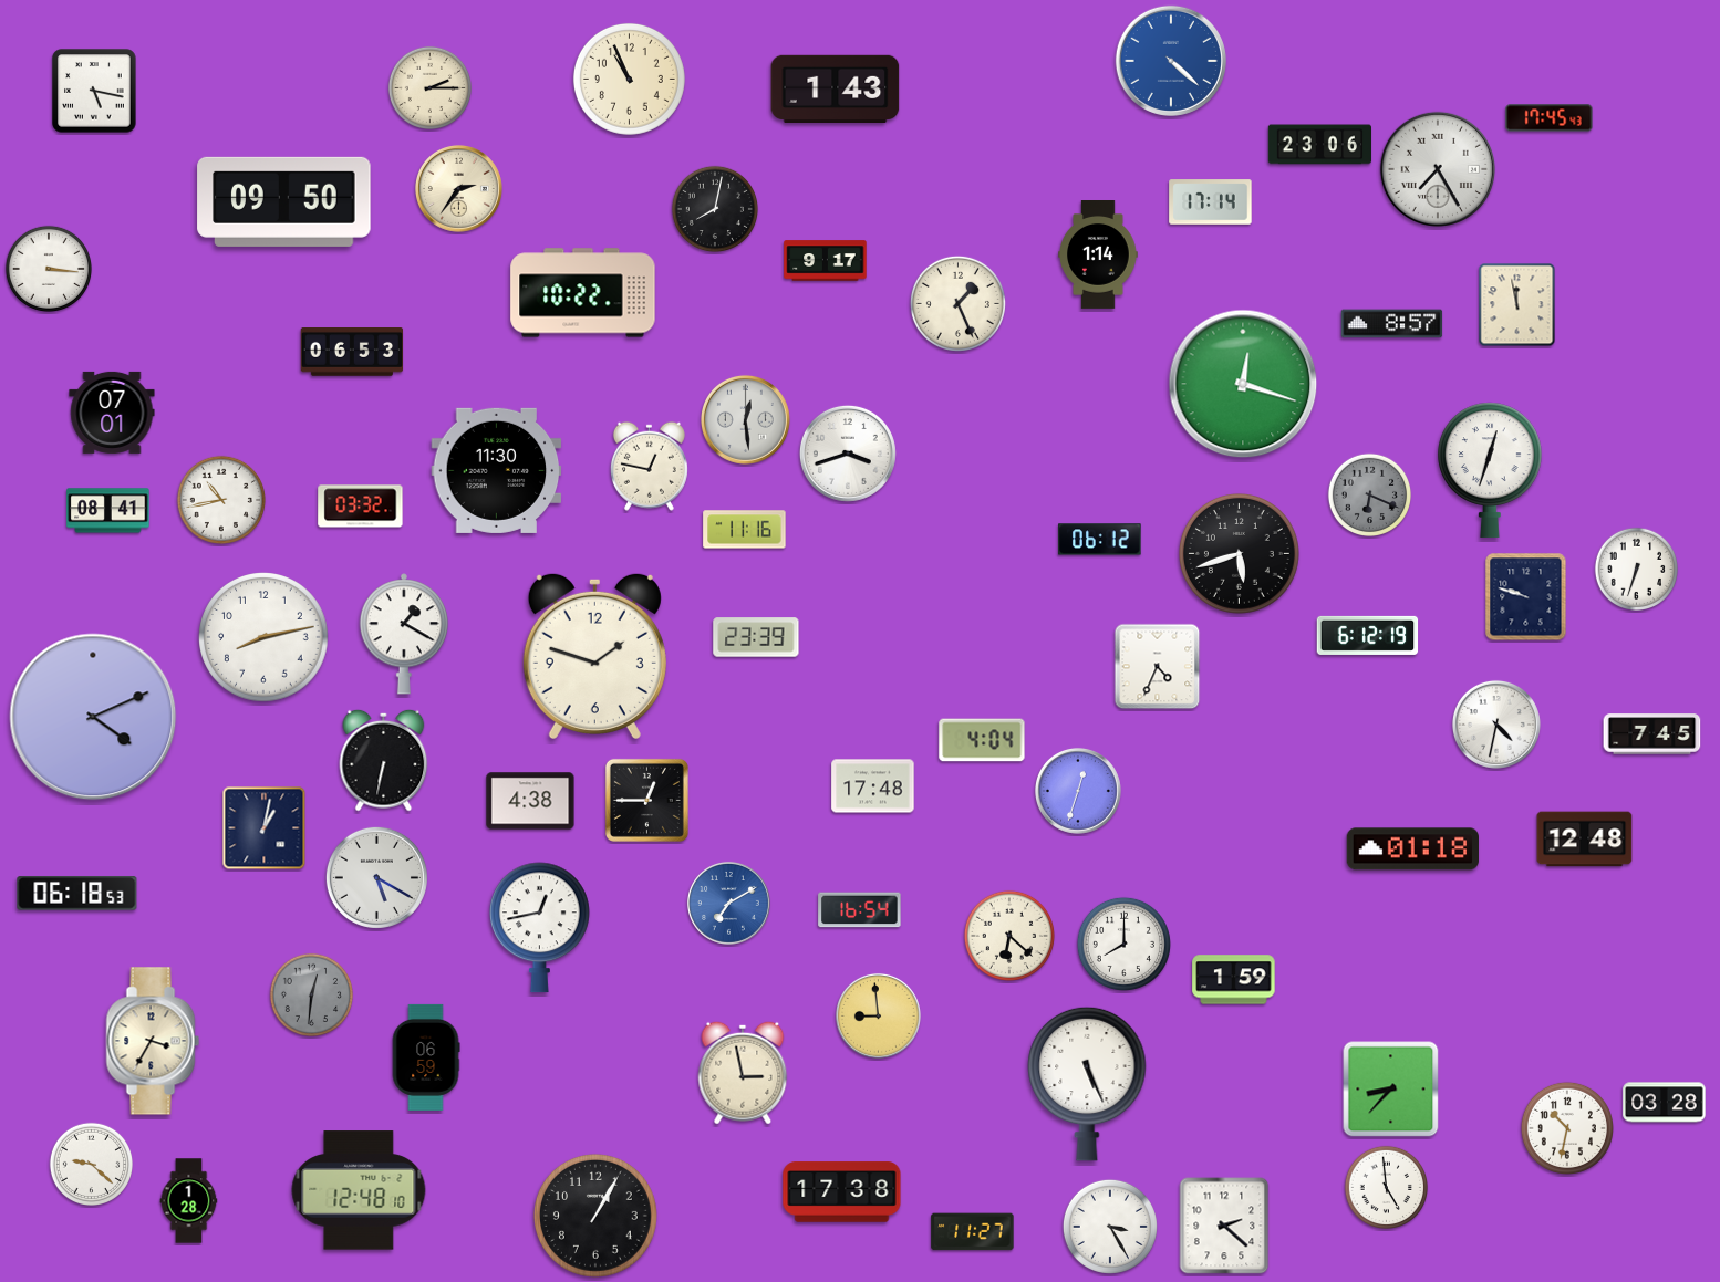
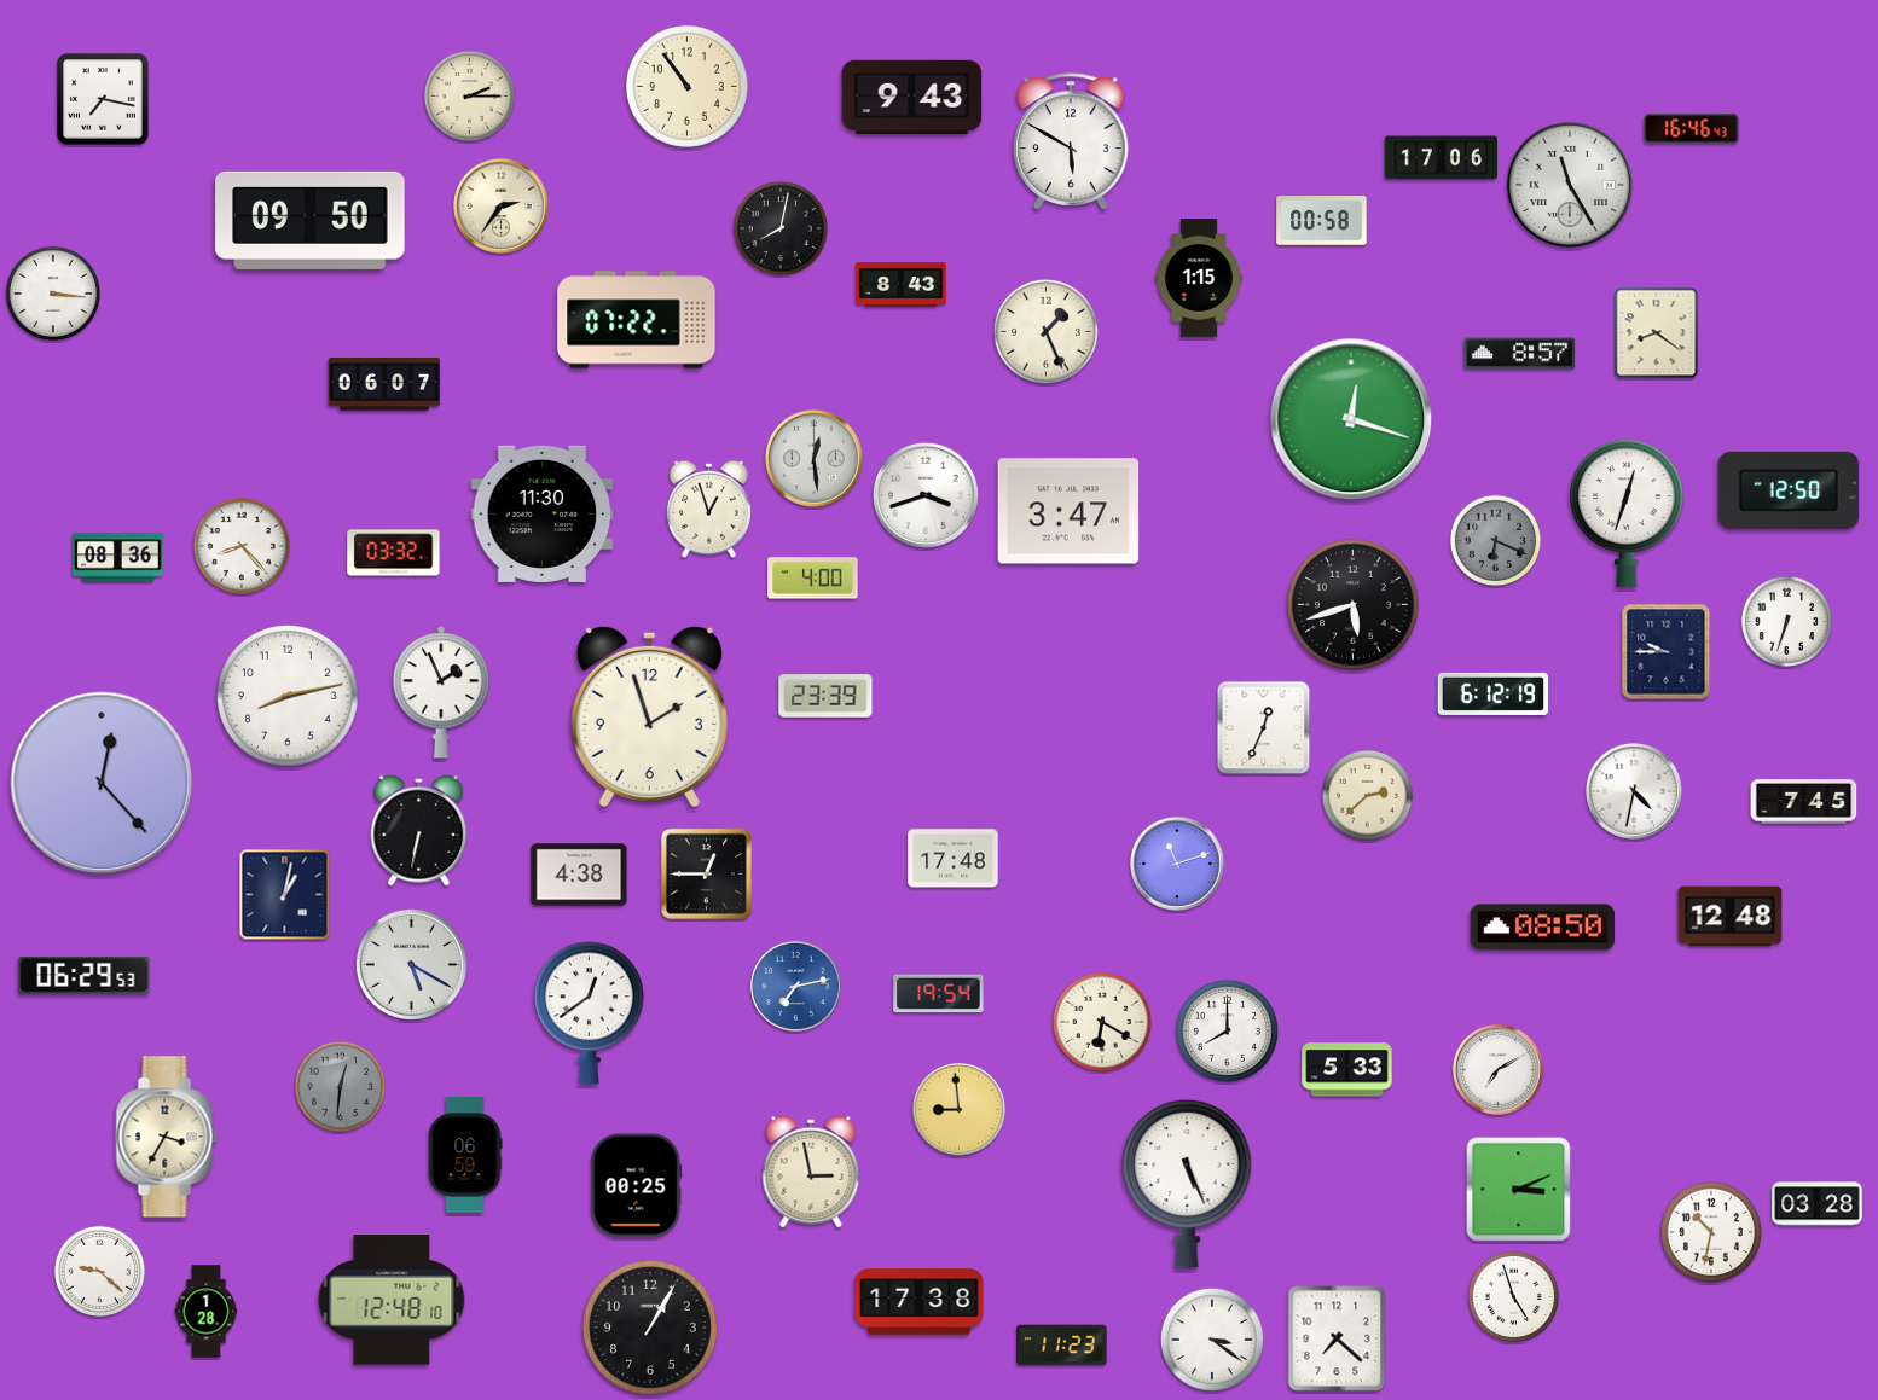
clock at (1171, 61): 4:22 -> none
clock at (629, 79): 10:56 -> 10:54
clock at (836, 90): 1:43 -> 9:43
clock at (94, 91): 5:17 -> 7:17
clock at (1550, 118): 17:45 -> 16:46
clock at (1072, 141): none -> 5:50
clock at (1319, 145): 23:06 -> 17:06
clock at (1437, 168): 7:25 -> 11:25
clock at (1211, 202): 17:14 -> 00:58
clock at (1098, 256): 1:14 -> 1:15
clock at (826, 261): 9:17 -> 8:43
clock at (583, 293): 10:22 -> 07:22
clock at (1517, 305): 11:58 -> 8:21
clock at (352, 353): 06:53 -> 06:07
clock at (1243, 384) position: (1243, 384) -> (1351, 419)
clock at (112, 413): 07:01 -> none
clock at (1789, 490): none -> 12:50
clock at (649, 466): 12:47 -> 12:57
clock at (1068, 511): none -> 3:47
clock at (221, 500): 10:43 -> 8:23
clock at (108, 511): 08:41 -> 08:36
clock at (745, 530): 11:16 -> 4:00
clock at (1100, 540): 06:12 -> none
clock at (1526, 597): 9:48 -> 9:45
clock at (403, 634): 1:20 -> 1:56
clock at (594, 655): 1:48 -> 1:57
clock at (1158, 667): 4:34 -> 12:34
clock at (93, 717): 4:11 -> 12:23
clock at (1367, 795): none -> 2:38
clock at (982, 740): 4:04 -> none
clock at (1078, 791): 12:33 -> 11:12
clock at (265, 828) position: (265, 828) -> (285, 895)
clock at (1412, 850): 01:18 -> 08:50
clock at (376, 877) position: (376, 877) -> (411, 964)
clock at (77, 894): 06:18 -> 06:29
clock at (728, 904): 7:10 -> 7:13
clock at (860, 910): 16:54 -> 19:54
clock at (539, 928): 12:43 -> 12:39
clock at (1009, 936): 6:22 -> 6:20
clock at (1234, 980): 1:59 -> 5:33
clock at (1497, 1070): none -> 7:10
clock at (637, 1186): none -> 00:25
clock at (1391, 1090): 8:37 -> 3:11
clock at (1386, 1187): 4:59 -> 4:57
clock at (1224, 1226): 2:22 -> 7:22
clock at (1110, 1227): 3:25 -> 3:21
clock at (973, 1232): 11:27 -> 11:23
